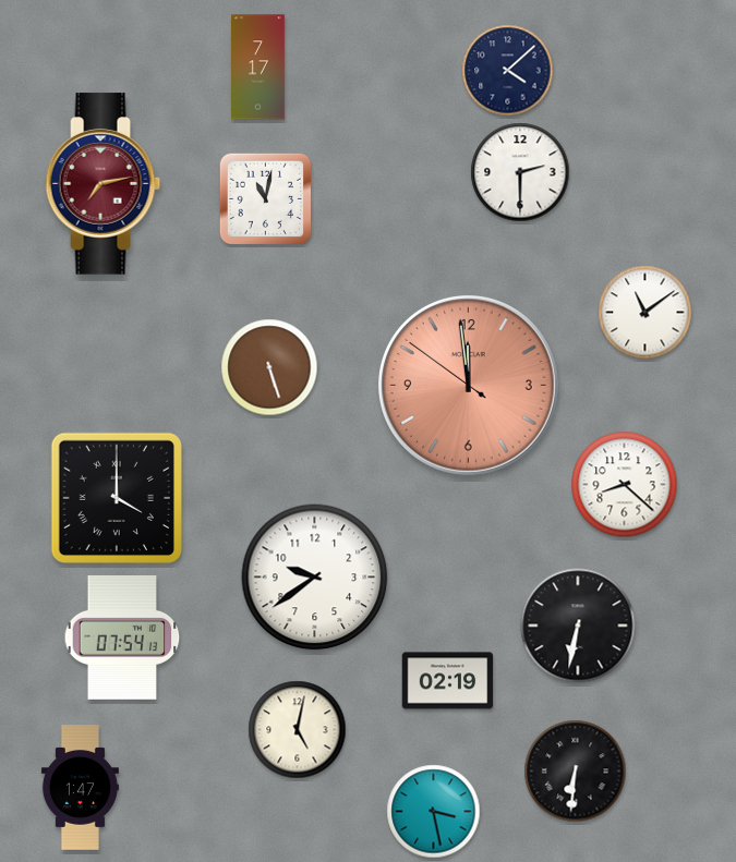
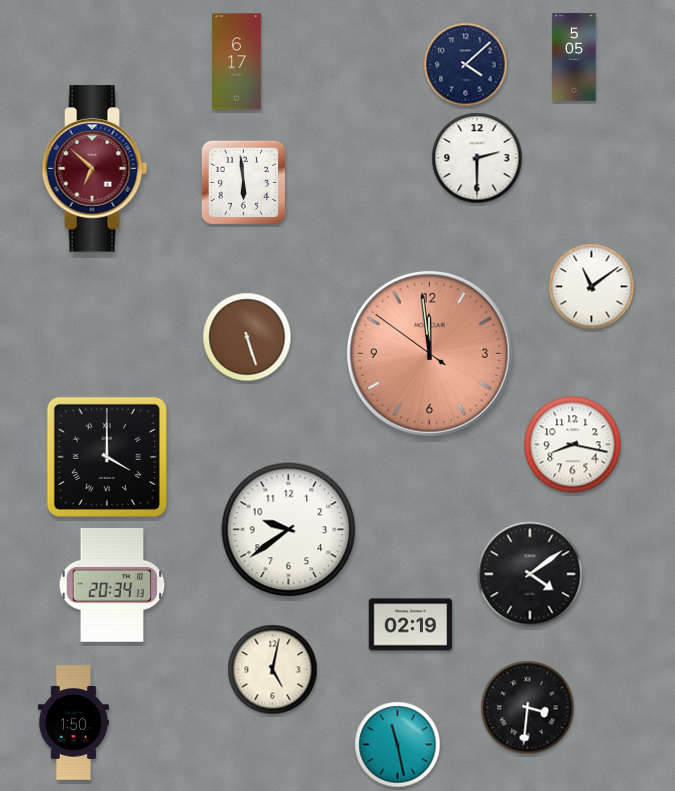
clock at (574, 57): none -> 5:05
clock at (258, 68): 7:17 -> 6:17
clock at (104, 184): 7:13 -> 6:52
clock at (266, 199): 11:02 -> 5:59
clock at (625, 485): 8:22 -> 8:17
clock at (578, 626): 6:32 -> 4:09
clock at (122, 638): 07:54 -> 20:34
clock at (576, 772): 6:31 -> 3:31
clock at (80, 788): 1:47 -> 1:50
clock at (434, 812): 3:28 -> 11:28
